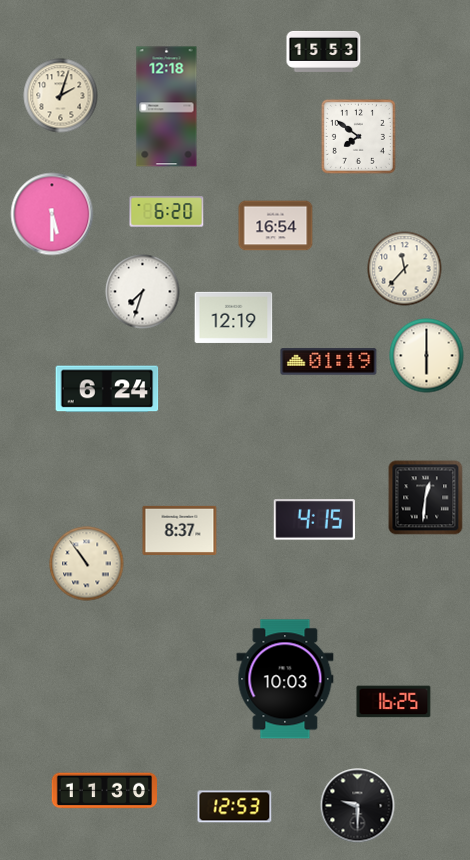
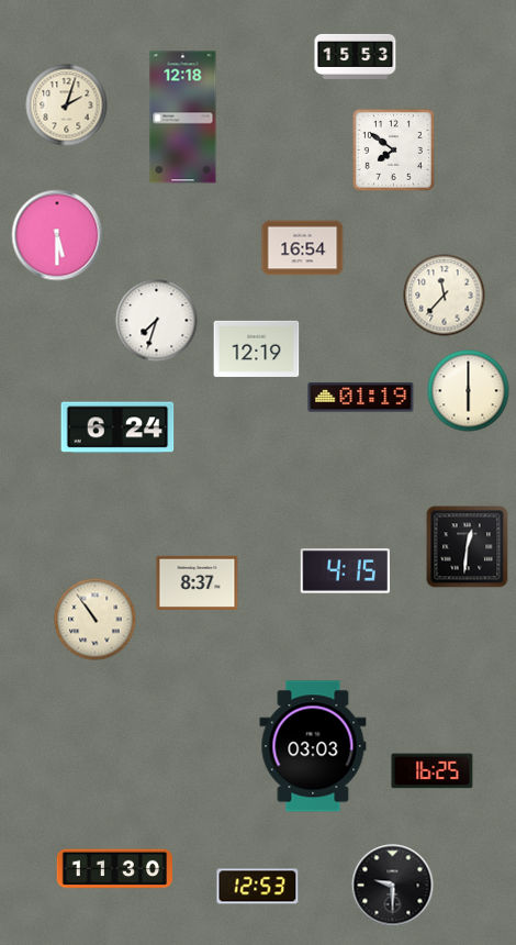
clock at (167, 212): 6:20 -> none
clock at (285, 679): 10:03 -> 03:03
